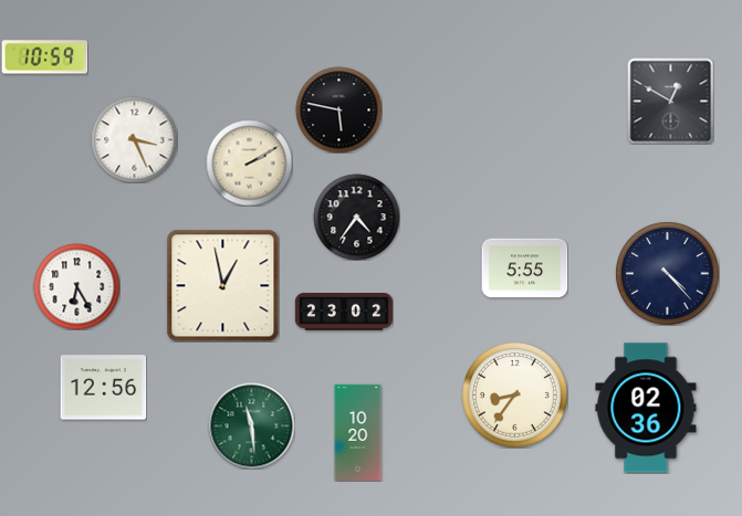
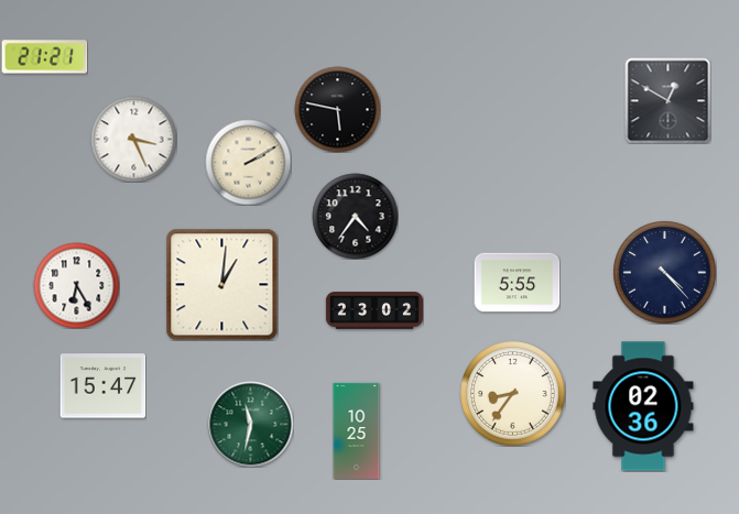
clock at (44, 57): 10:59 -> 21:21
clock at (524, 268) position: (524, 268) -> (517, 283)
clock at (222, 285): 12:58 -> 1:01
clock at (344, 312) position: (344, 312) -> (374, 310)
clock at (103, 388): 12:56 -> 15:47
clock at (251, 425): 11:29 -> 11:32
clock at (358, 432): 10:20 -> 10:25
